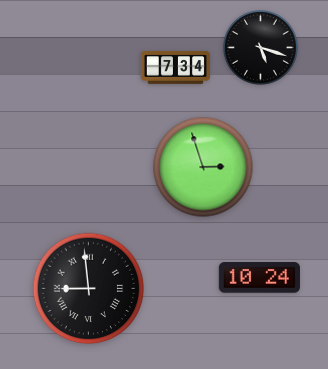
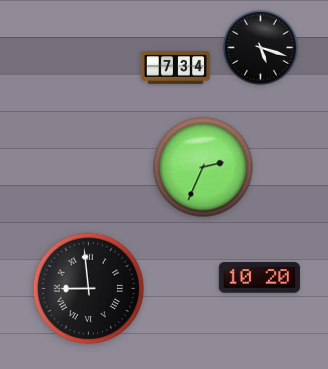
clock at (203, 167): 2:57 -> 2:34
clock at (259, 278): 10:24 -> 10:20
